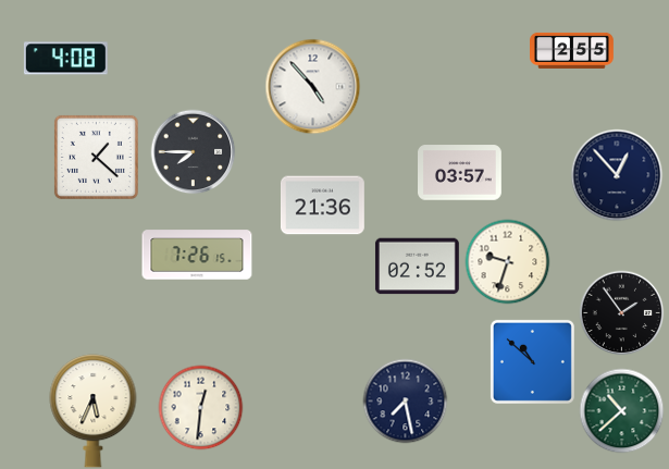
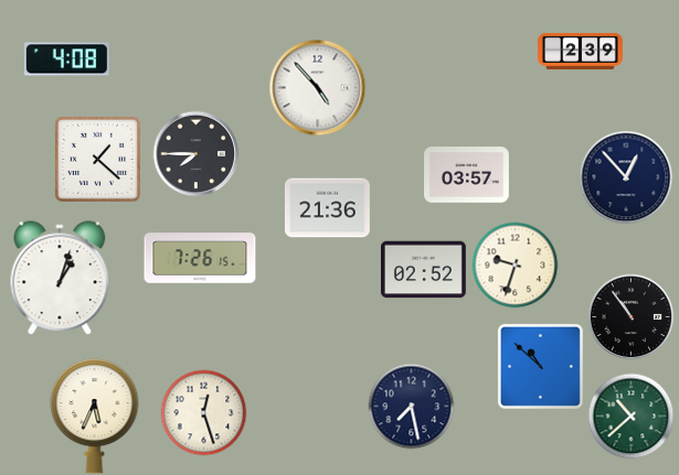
clock at (572, 50): 2:55 -> 2:39
clock at (60, 278): none -> 1:03
clock at (621, 312): 1:54 -> 10:54
clock at (200, 407): 12:31 -> 12:27
